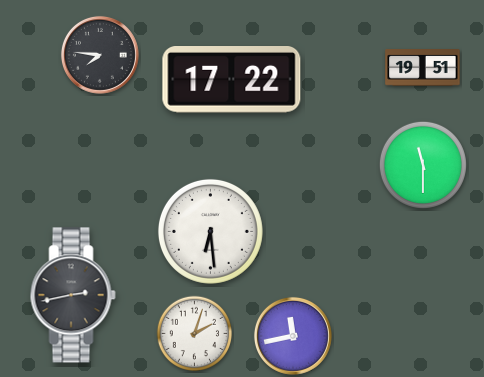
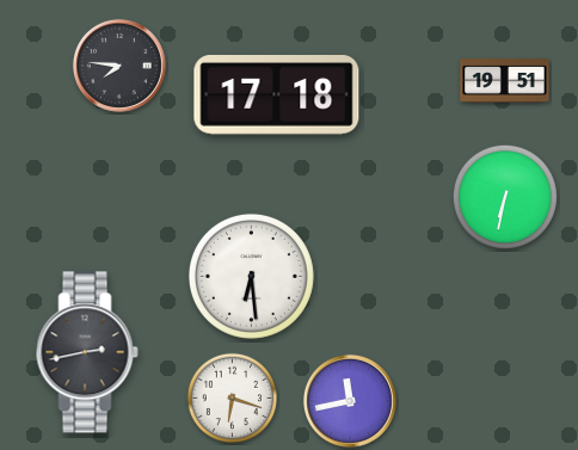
clock at (232, 80): 17:22 -> 17:18
clock at (423, 165): 11:30 -> 6:32
clock at (195, 334): 2:03 -> 6:18
